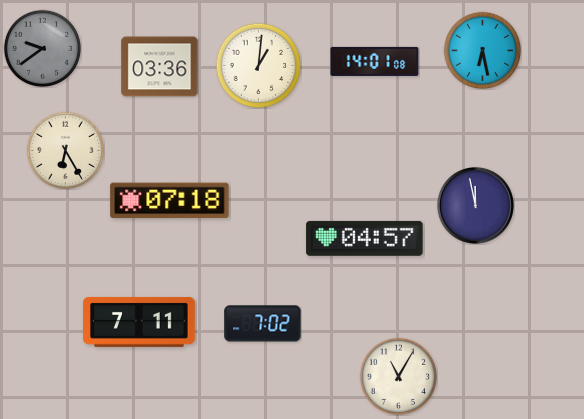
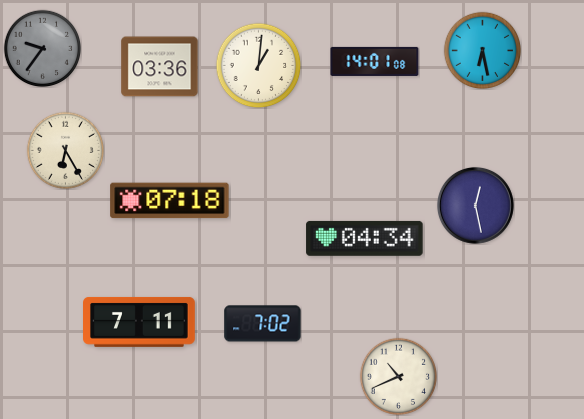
clock at (42, 48): 9:39 -> 9:36
clock at (475, 205): 11:58 -> 12:28
clock at (365, 238): 04:57 -> 04:34
clock at (398, 376): 11:05 -> 10:41
